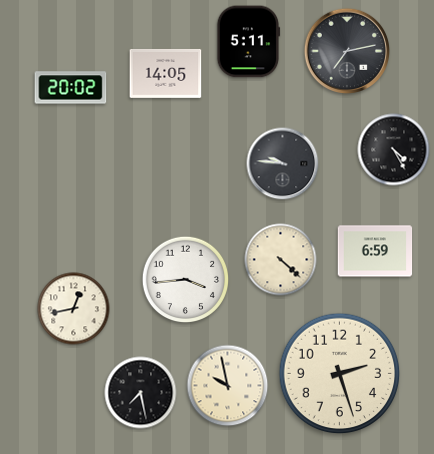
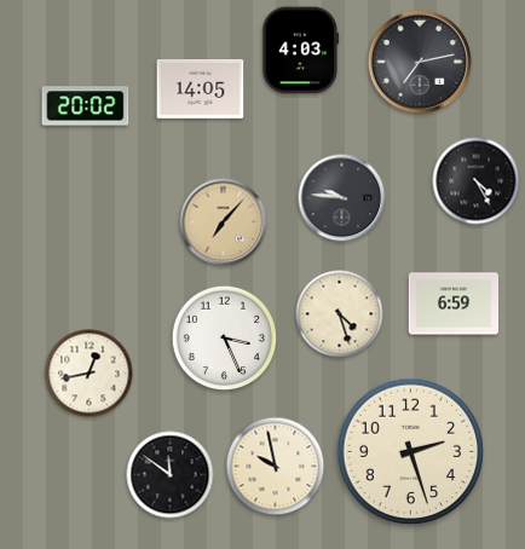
clock at (248, 42): 5:11 -> 4:03
clock at (224, 223): none -> 7:07
clock at (281, 260): 4:22 -> 4:27
clock at (186, 280): 3:44 -> 3:26
clock at (141, 393): 7:28 -> 11:51
